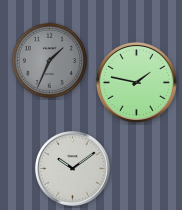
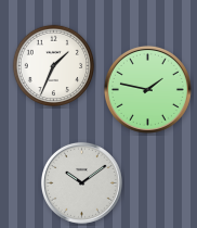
clock at (50, 61) dial: grey -> white
clock at (72, 168) position: (72, 168) -> (81, 182)
